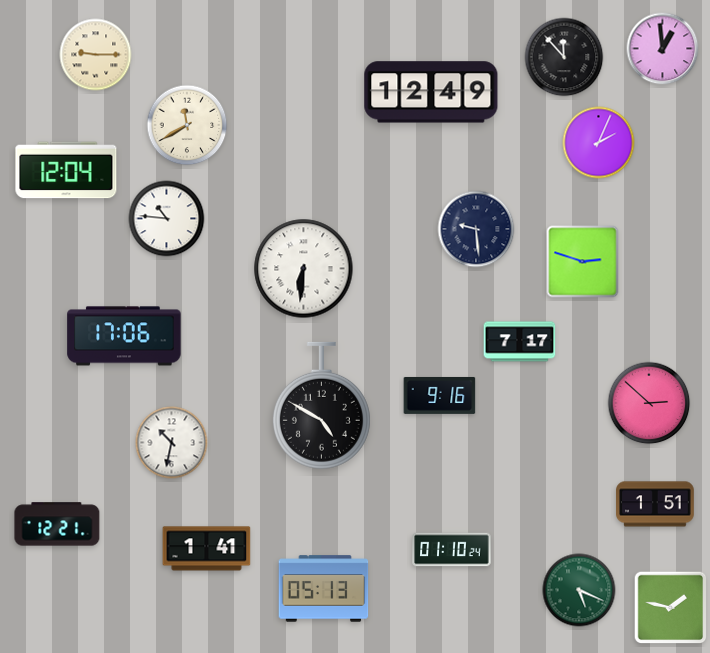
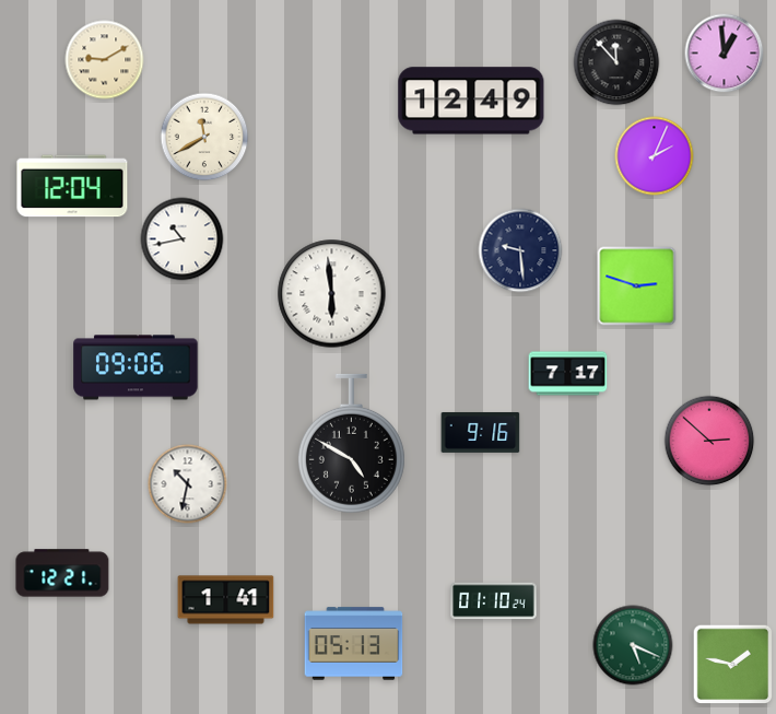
clock at (96, 55): 9:15 -> 9:10
clock at (167, 219): 10:46 -> 10:43
clock at (304, 269): 6:31 -> 5:59
clock at (124, 336): 17:06 -> 09:06
clock at (655, 504): 1:51 -> none
